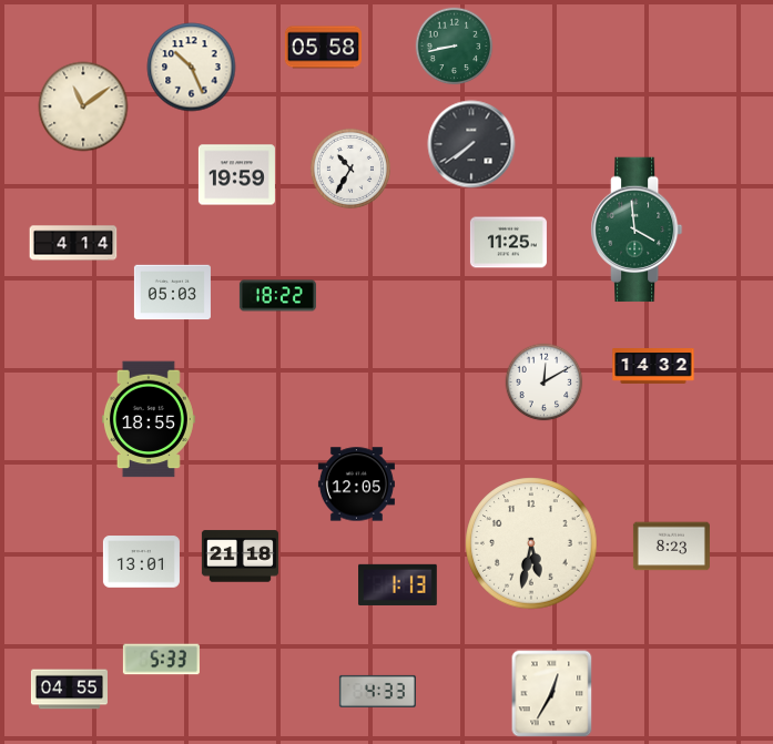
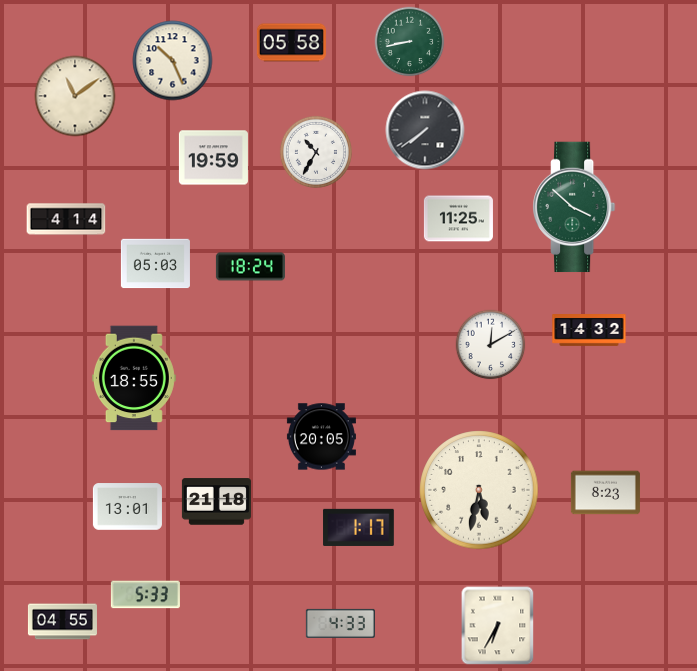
clock at (638, 230): 3:59 -> 3:52
clock at (277, 296): 18:22 -> 18:24
clock at (356, 485): 12:05 -> 20:05
clock at (398, 584): 1:13 -> 1:17
clock at (552, 694): 12:35 -> 6:35
